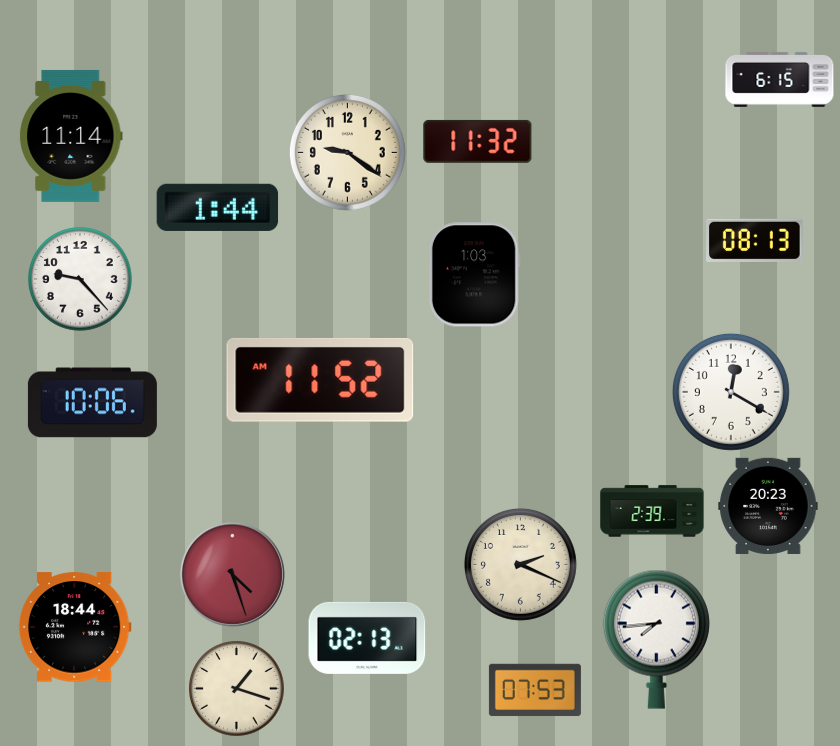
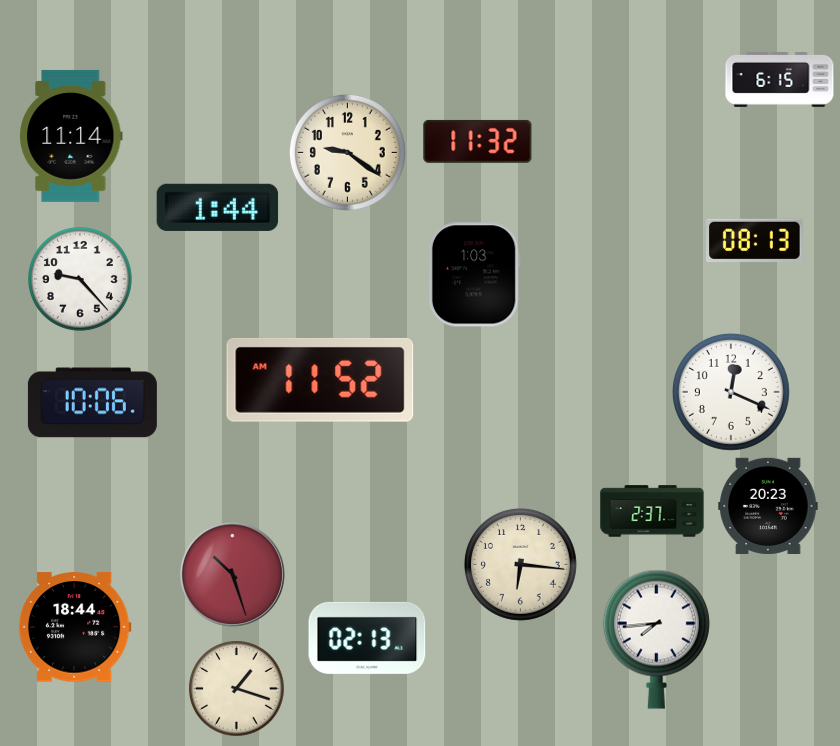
clock at (731, 392): 12:20 -> 12:19
clock at (652, 511): 2:39 -> 2:37
clock at (520, 564): 2:19 -> 6:16
clock at (232, 574): 4:27 -> 10:27
clock at (535, 690): 07:53 -> none
